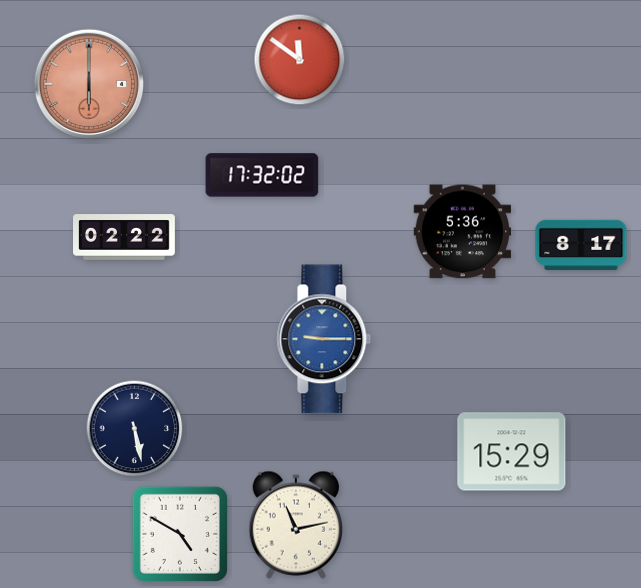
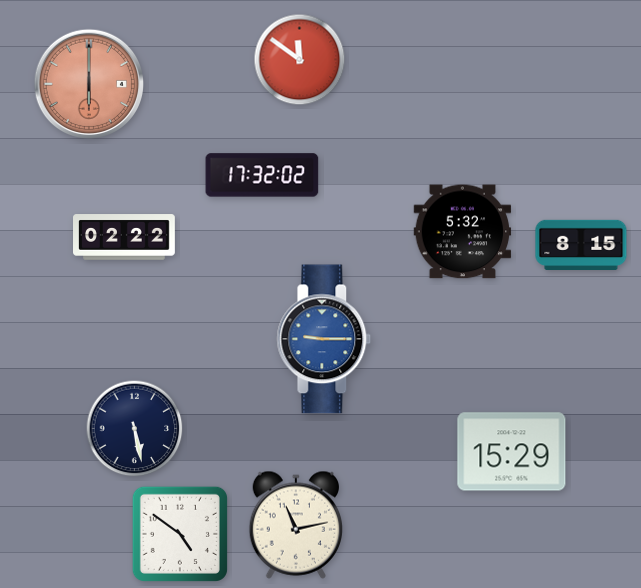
clock at (463, 232): 5:36 -> 5:32
clock at (581, 244): 8:17 -> 8:15
clock at (180, 534): 4:50 -> 4:51
